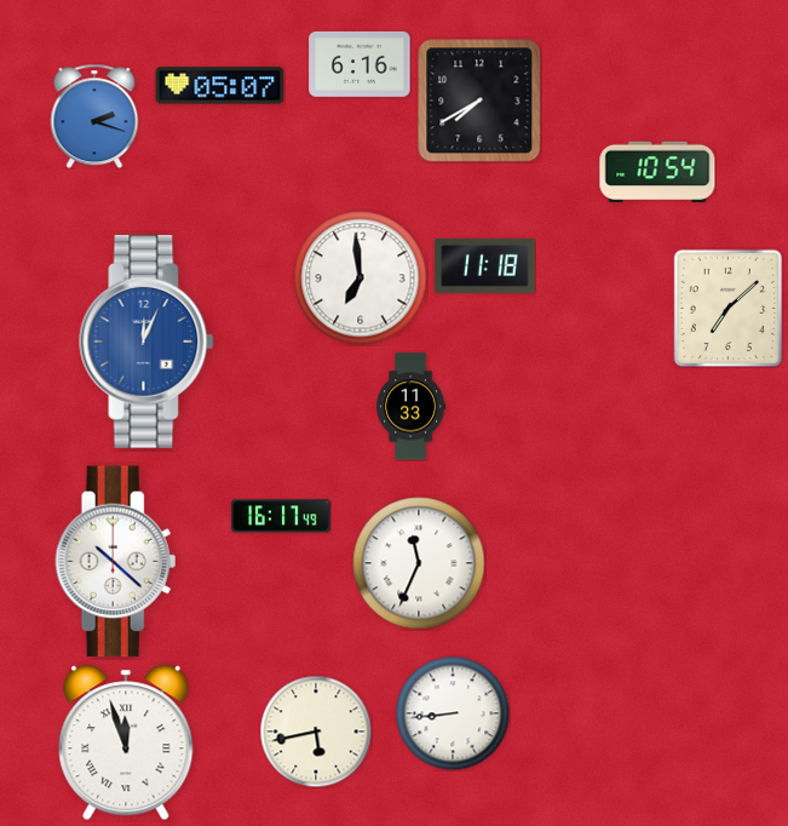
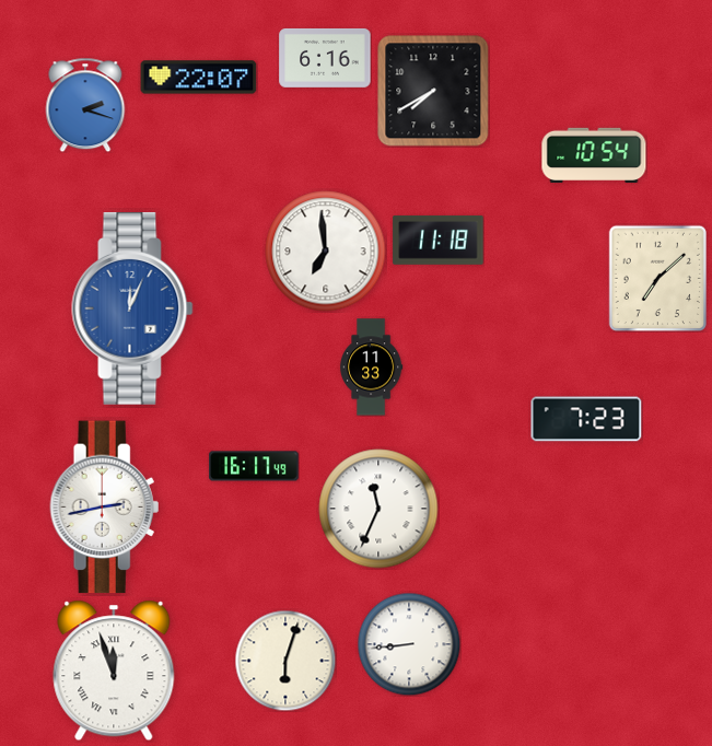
clock at (220, 86): 05:07 -> 22:07
clock at (586, 419): none -> 7:23
clock at (116, 562): 10:22 -> 2:43
clock at (316, 732): 5:43 -> 6:03
